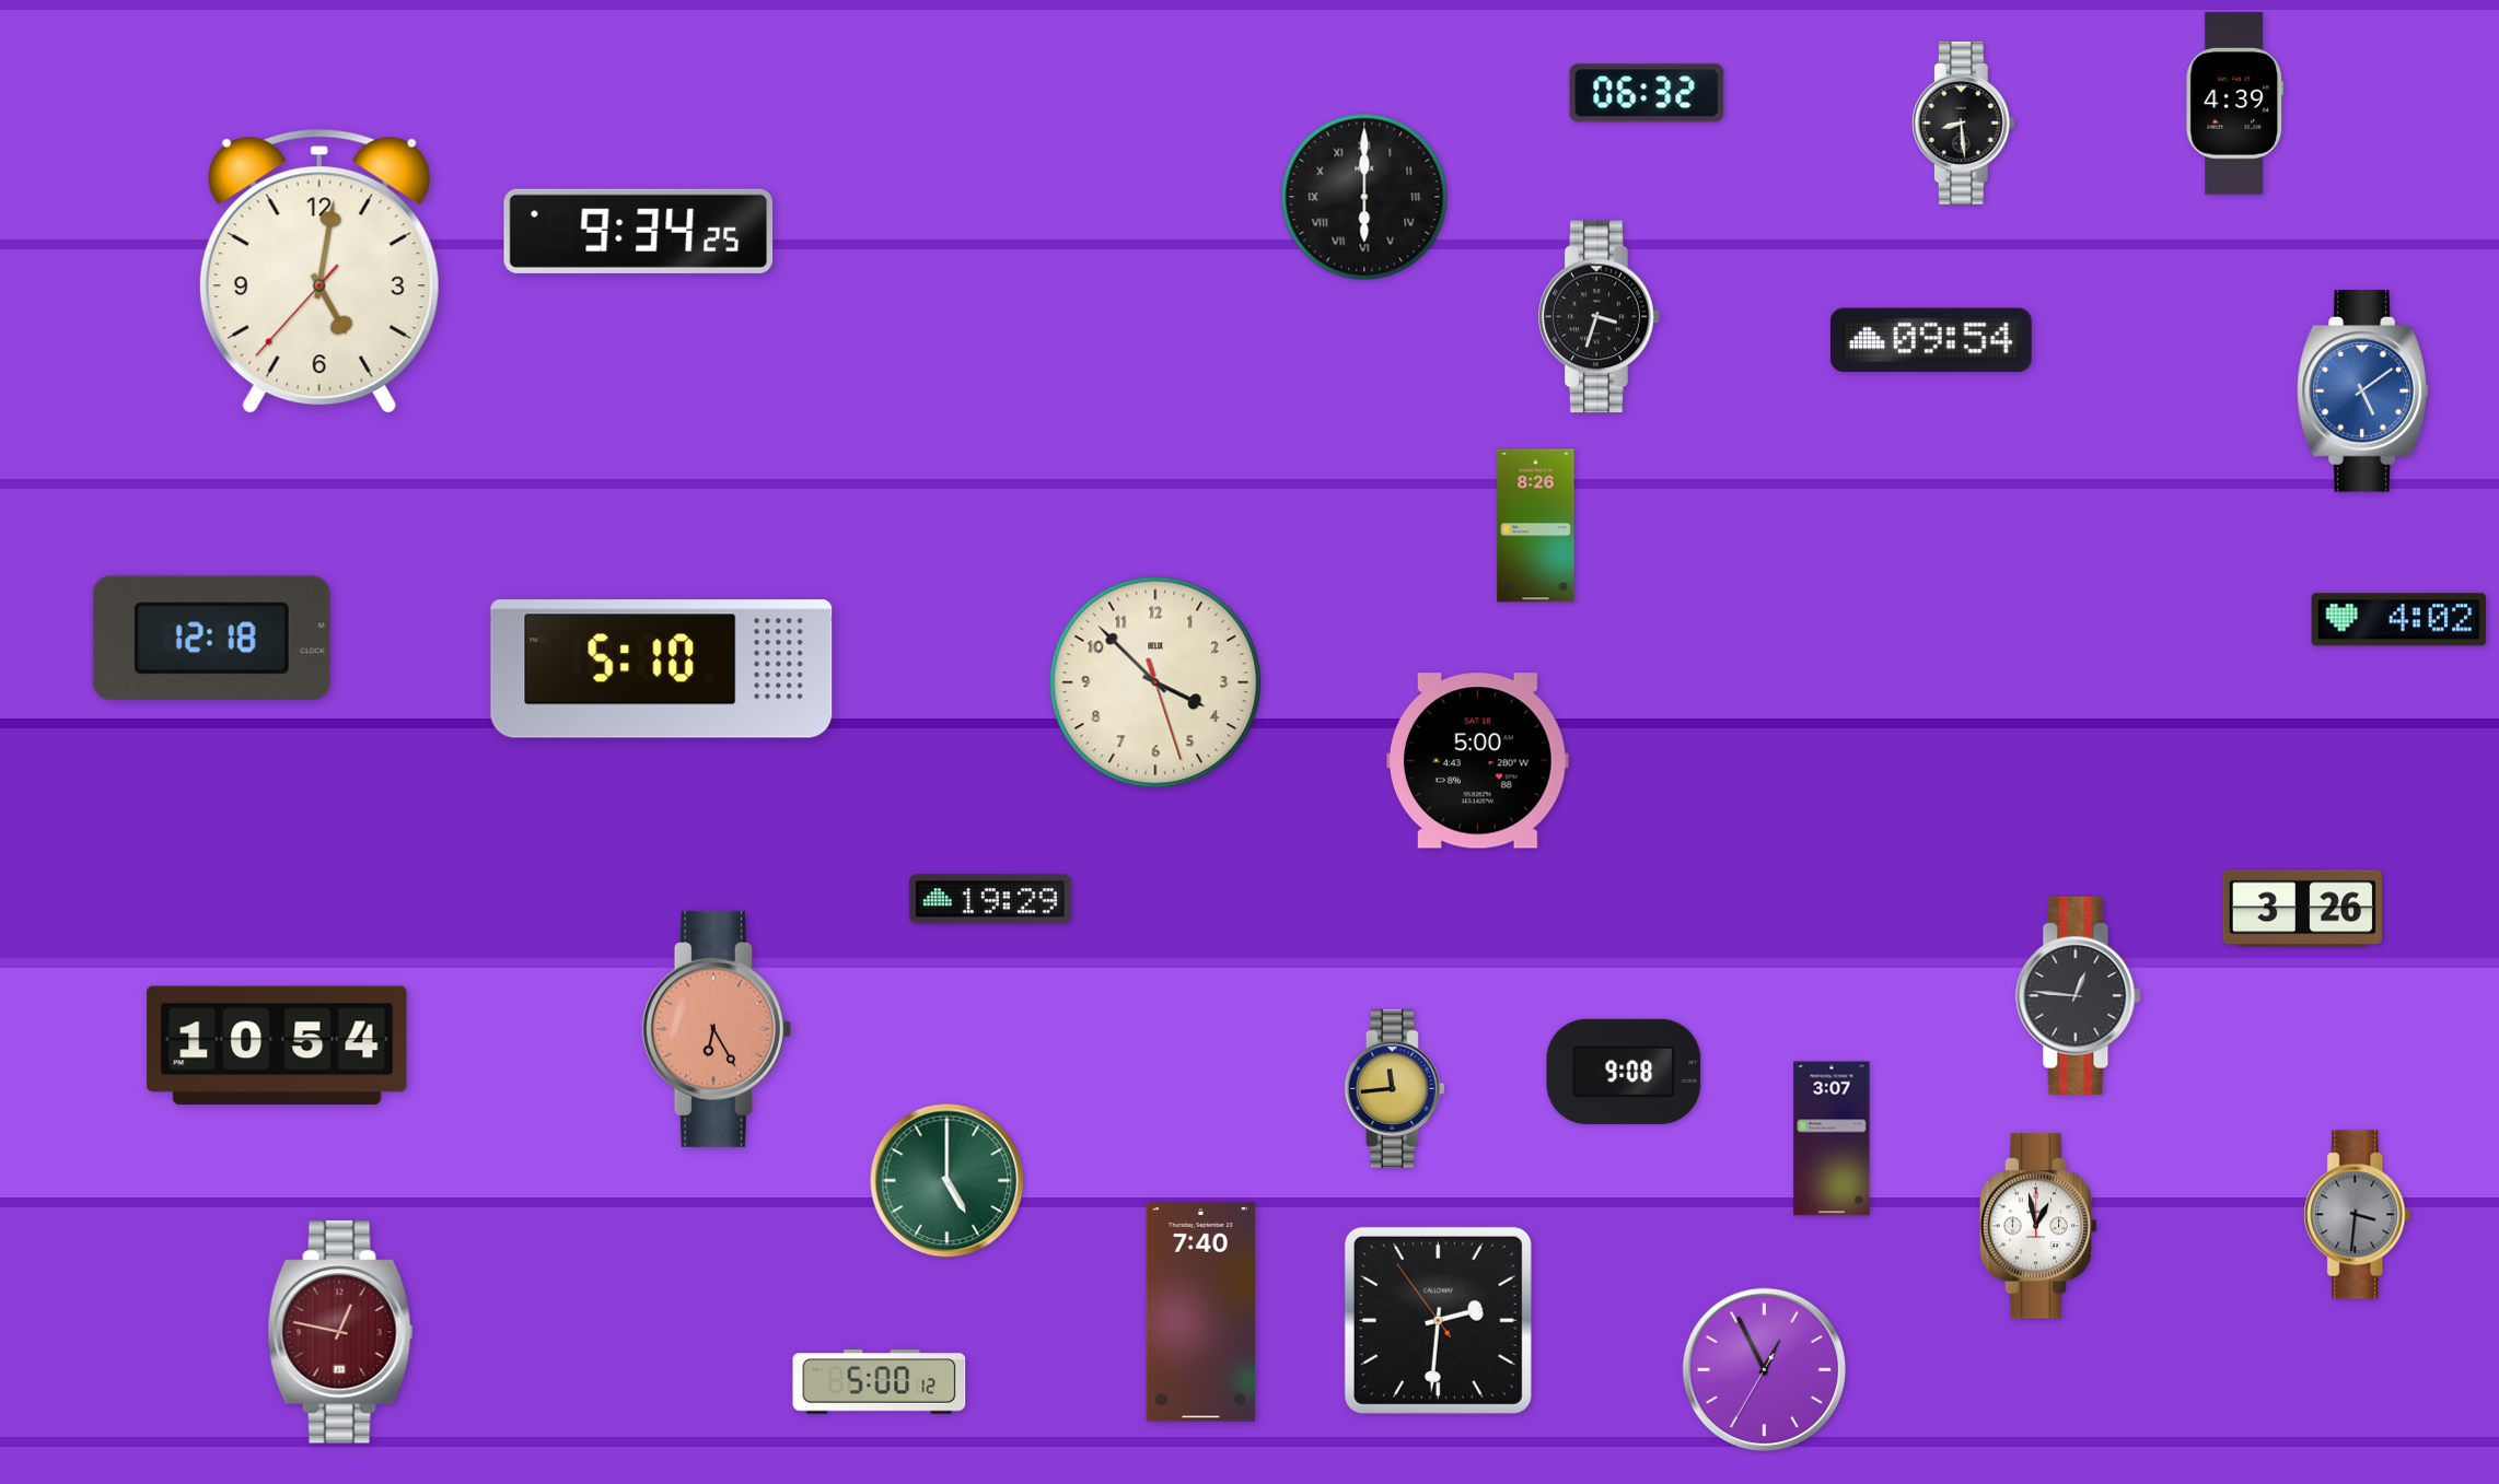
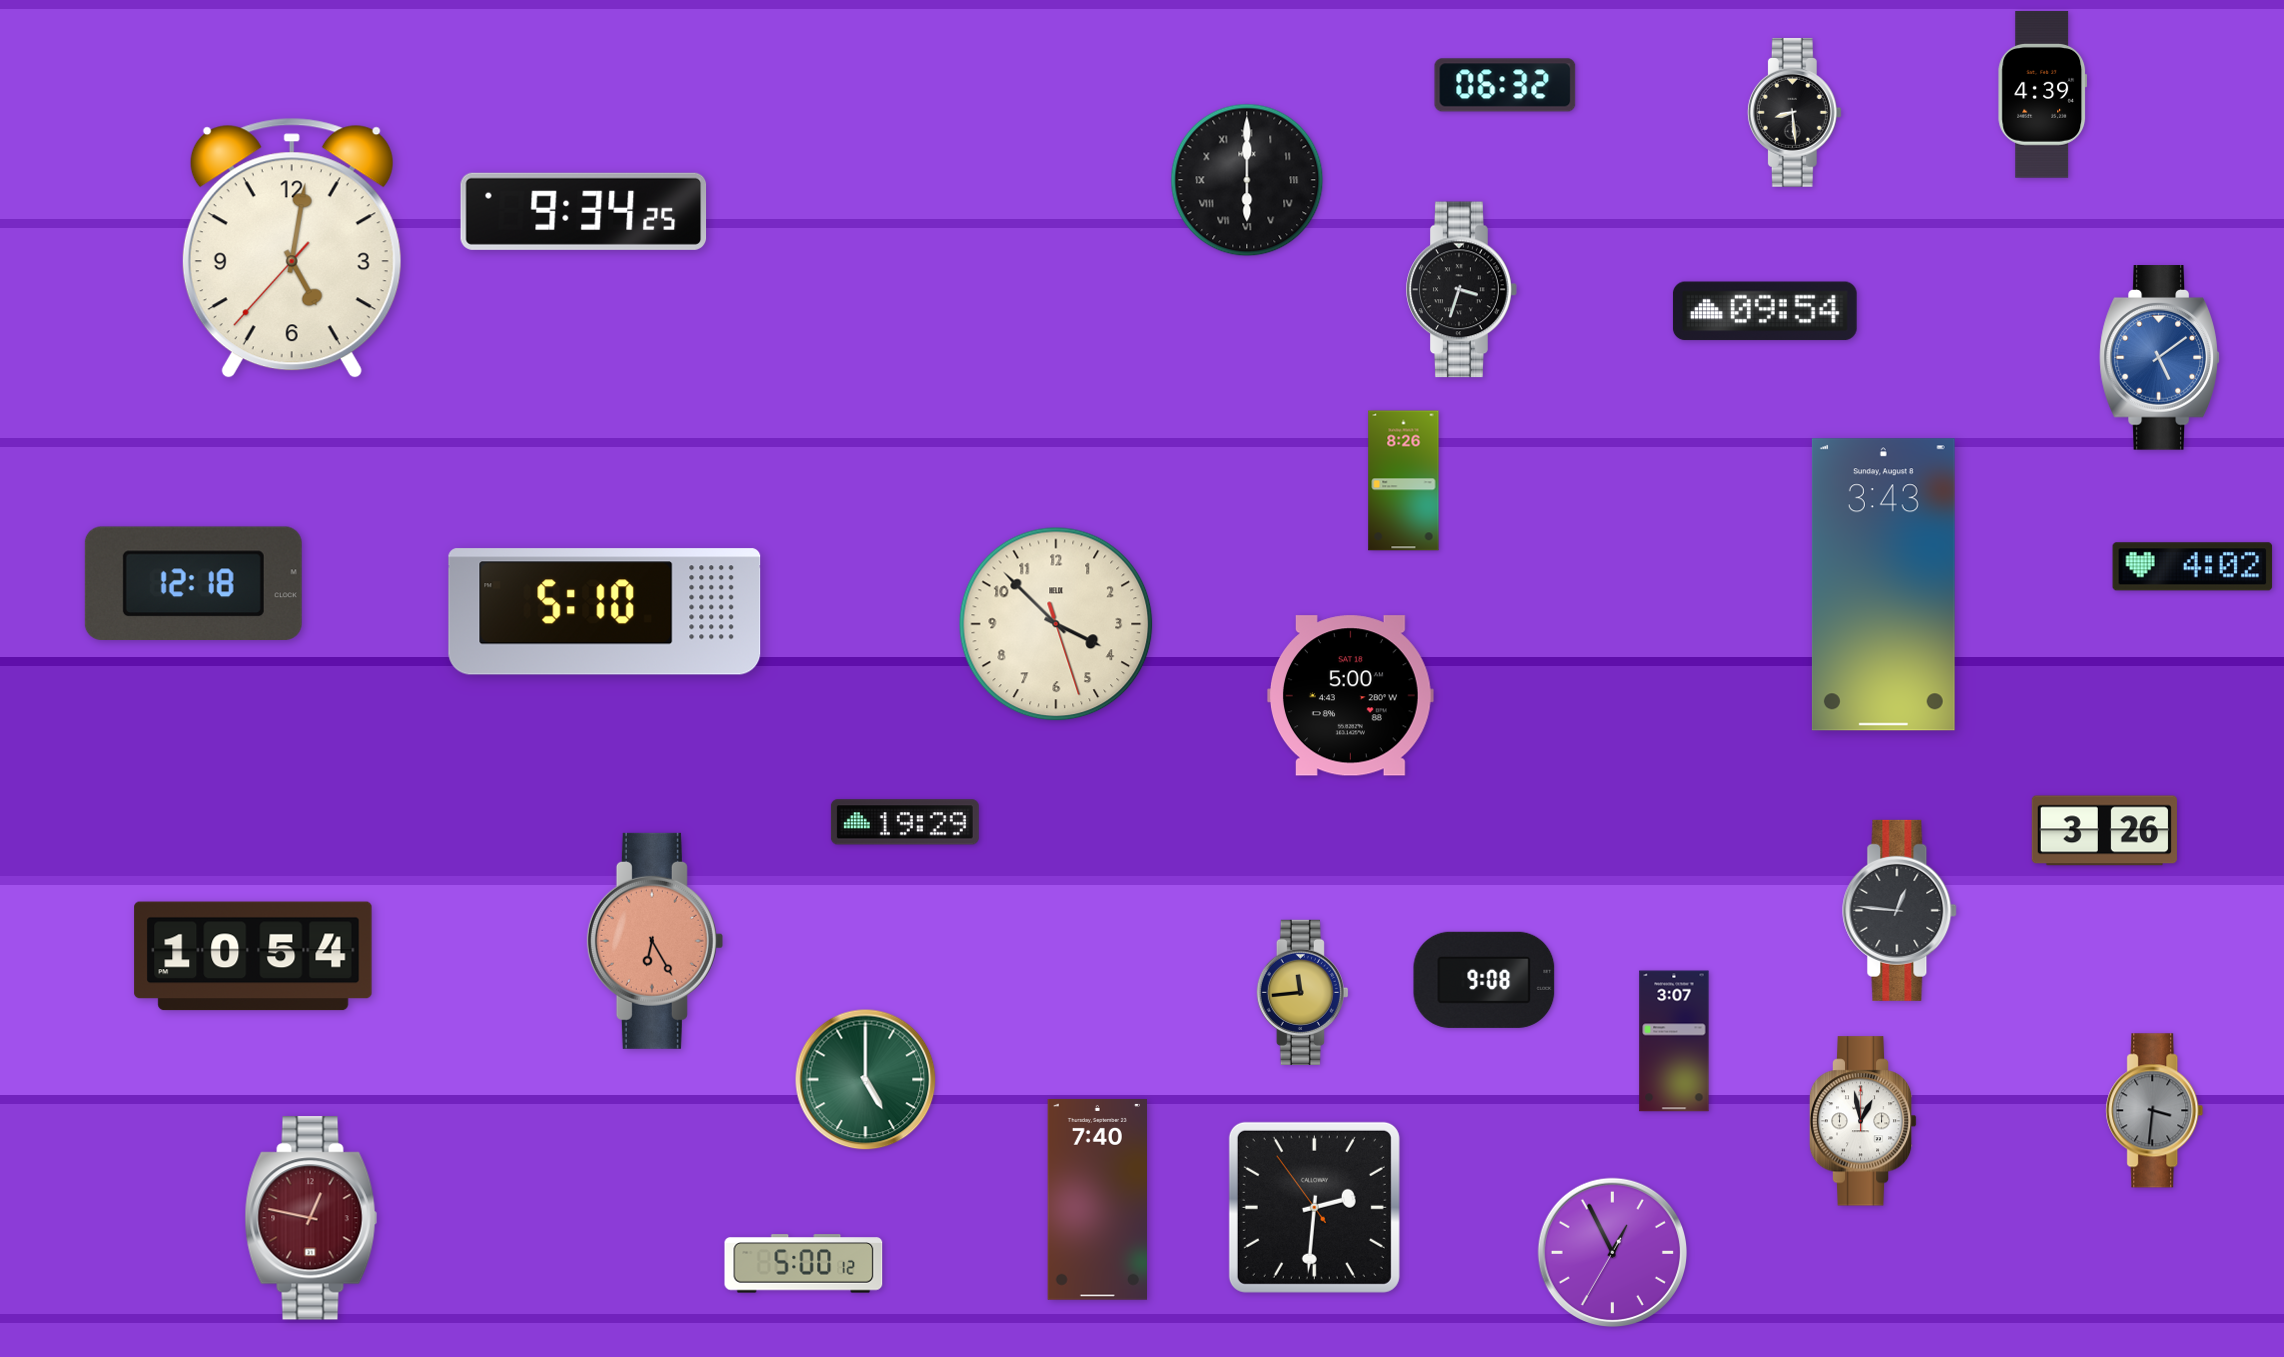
clock at (1883, 585): none -> 3:43
clock at (1394, 1088) position: (1394, 1088) -> (1302, 992)
